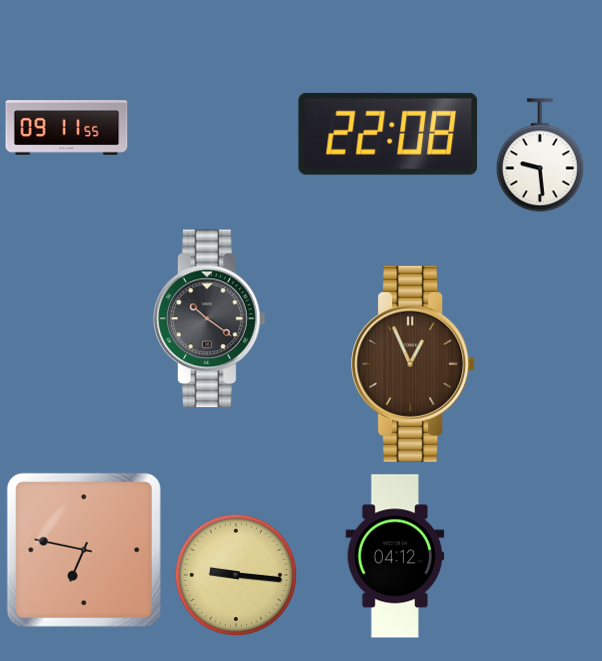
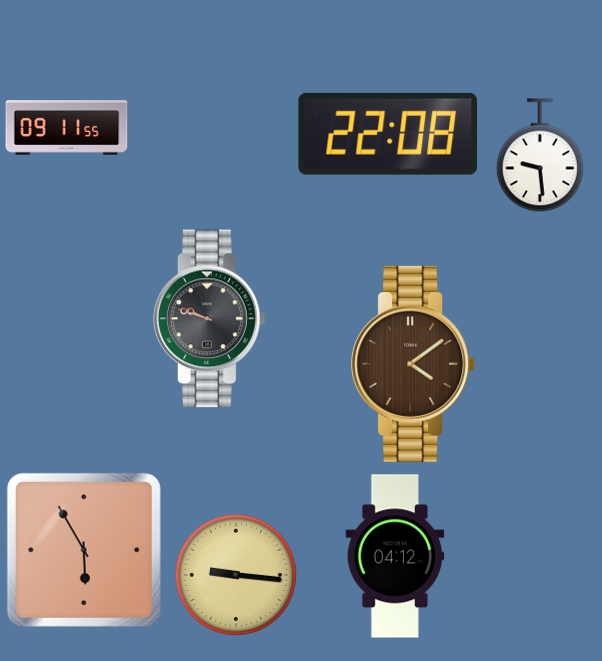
clock at (210, 319): 10:21 -> 9:48
clock at (414, 364): 12:56 -> 4:09
clock at (84, 550): 6:47 -> 5:55
